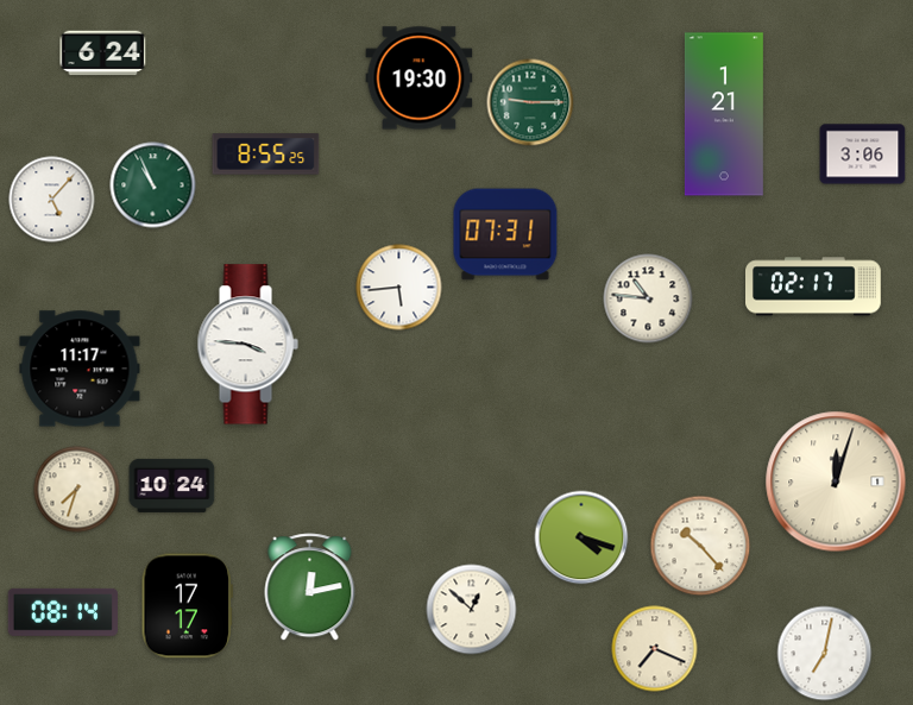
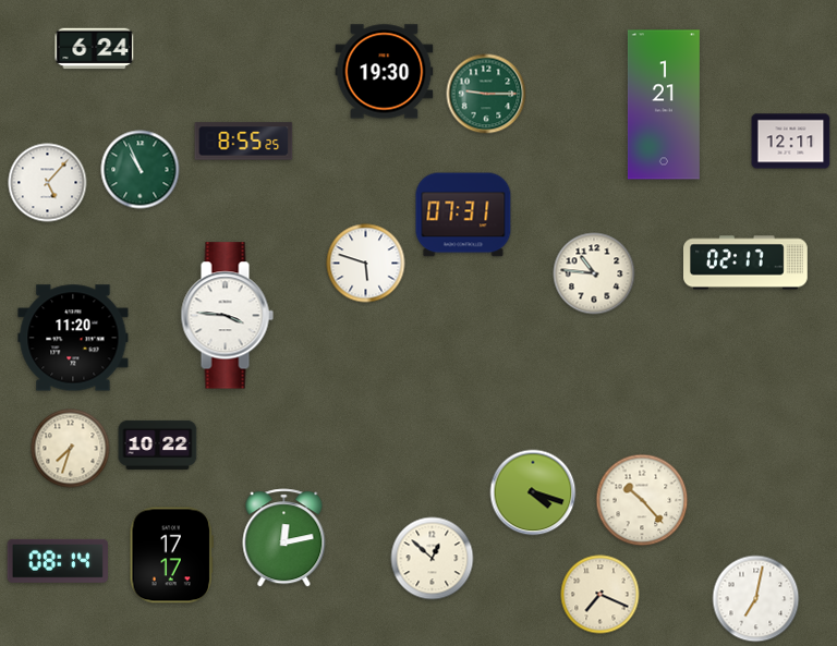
clock at (863, 155): 3:06 -> 12:11
clock at (399, 288): 5:44 -> 5:48
clock at (80, 369): 11:17 -> 11:20
clock at (836, 481): 12:03 -> none
clock at (172, 485): 10:24 -> 10:22
